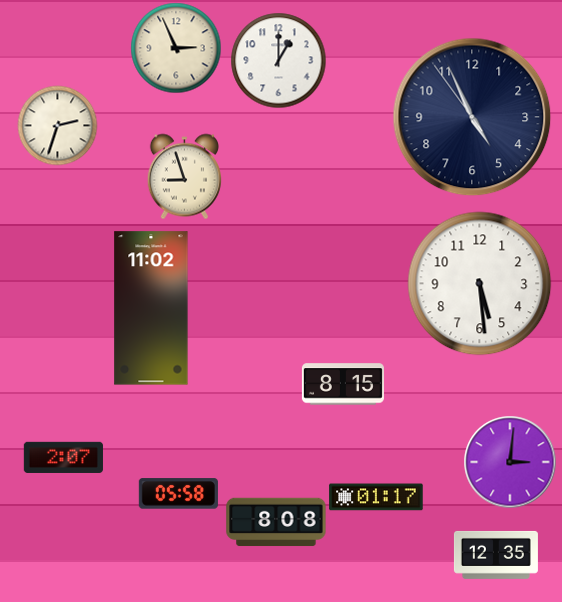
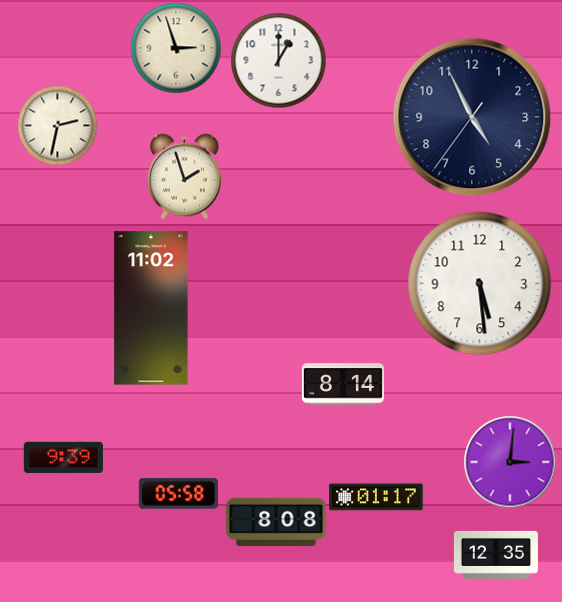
clock at (176, 48): 2:56 -> 2:57
clock at (472, 117): 4:55:54 -> 4:55:36
clock at (57, 125): 2:33 -> 2:32
clock at (184, 176): 8:57 -> 1:57
clock at (343, 384): 8:15 -> 8:14
clock at (63, 457): 2:07 -> 9:39
